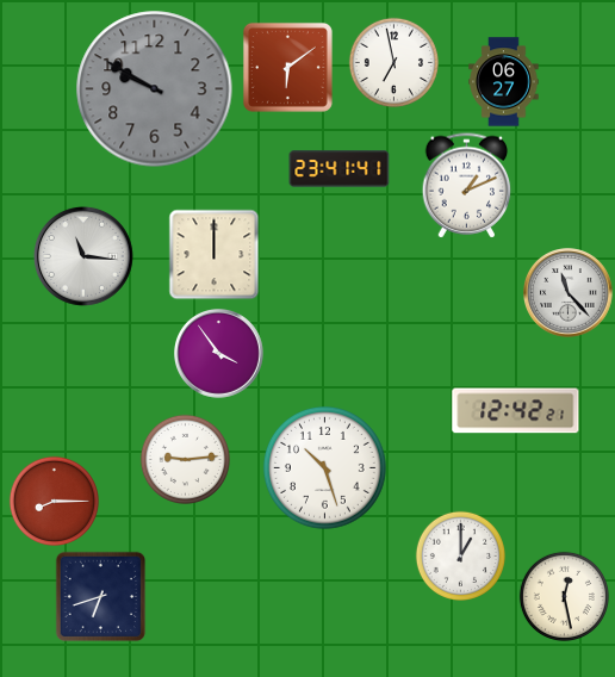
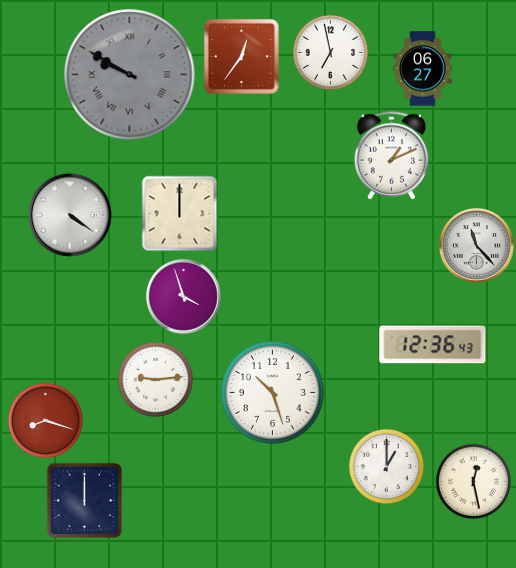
clock at (287, 67): 6:09 -> 12:36
clock at (155, 89) numerals: Arabic -> Roman
clock at (340, 169): 23:41 -> none
clock at (83, 256): 11:16 -> 4:21
clock at (219, 354): 3:54 -> 3:57
clock at (516, 411): 12:42 -> 12:36
clock at (185, 459) position: (185, 459) -> (155, 379)
clock at (54, 501): 8:15 -> 8:18
clock at (564, 596) position: (564, 596) -> (473, 481)
clock at (101, 597): 6:42 -> 12:00
